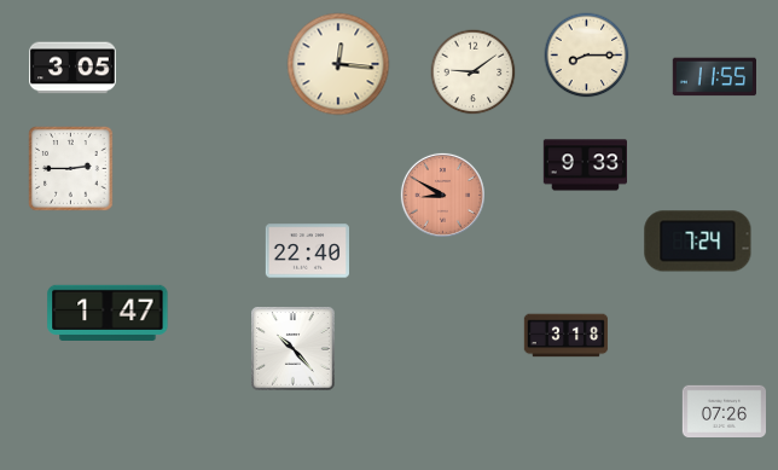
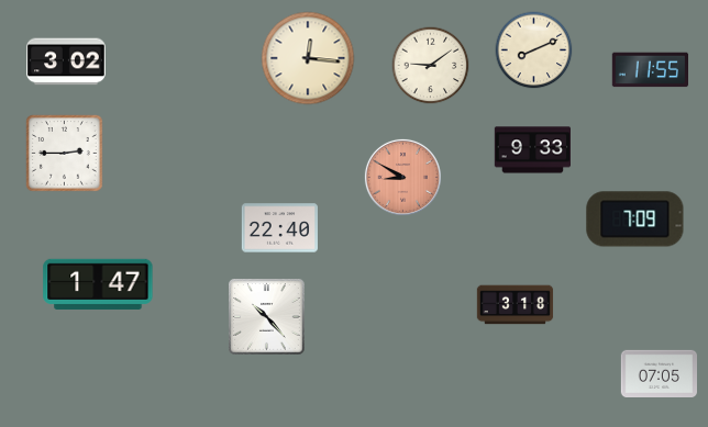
clock at (587, 56): 8:15 -> 8:11
clock at (72, 68): 3:05 -> 3:02
clock at (698, 242): 7:24 -> 7:09
clock at (724, 411): 07:26 -> 07:05
